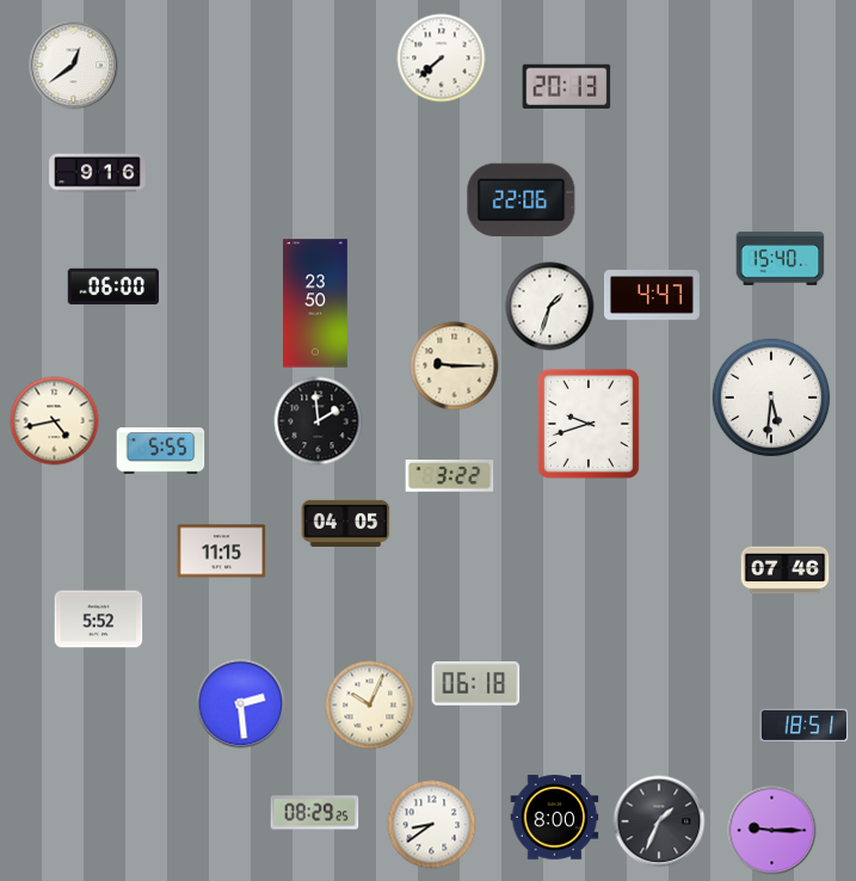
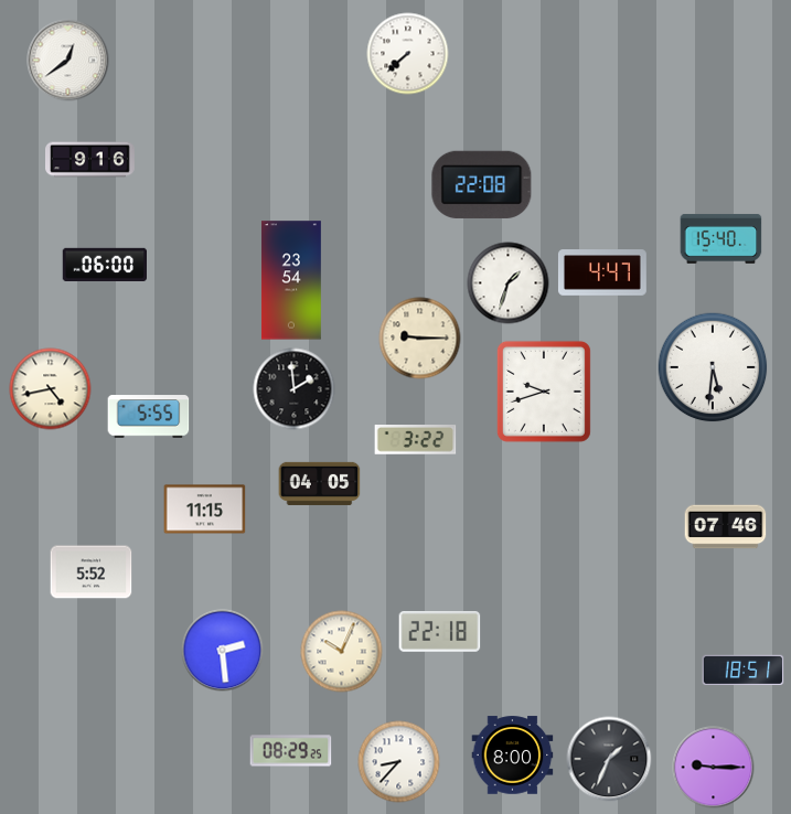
clock at (567, 86): 20:13 -> none
clock at (522, 199): 22:06 -> 22:08
clock at (315, 303): 23:50 -> 23:54
clock at (476, 684): 06:18 -> 22:18
clock at (432, 825): 8:39 -> 8:37
